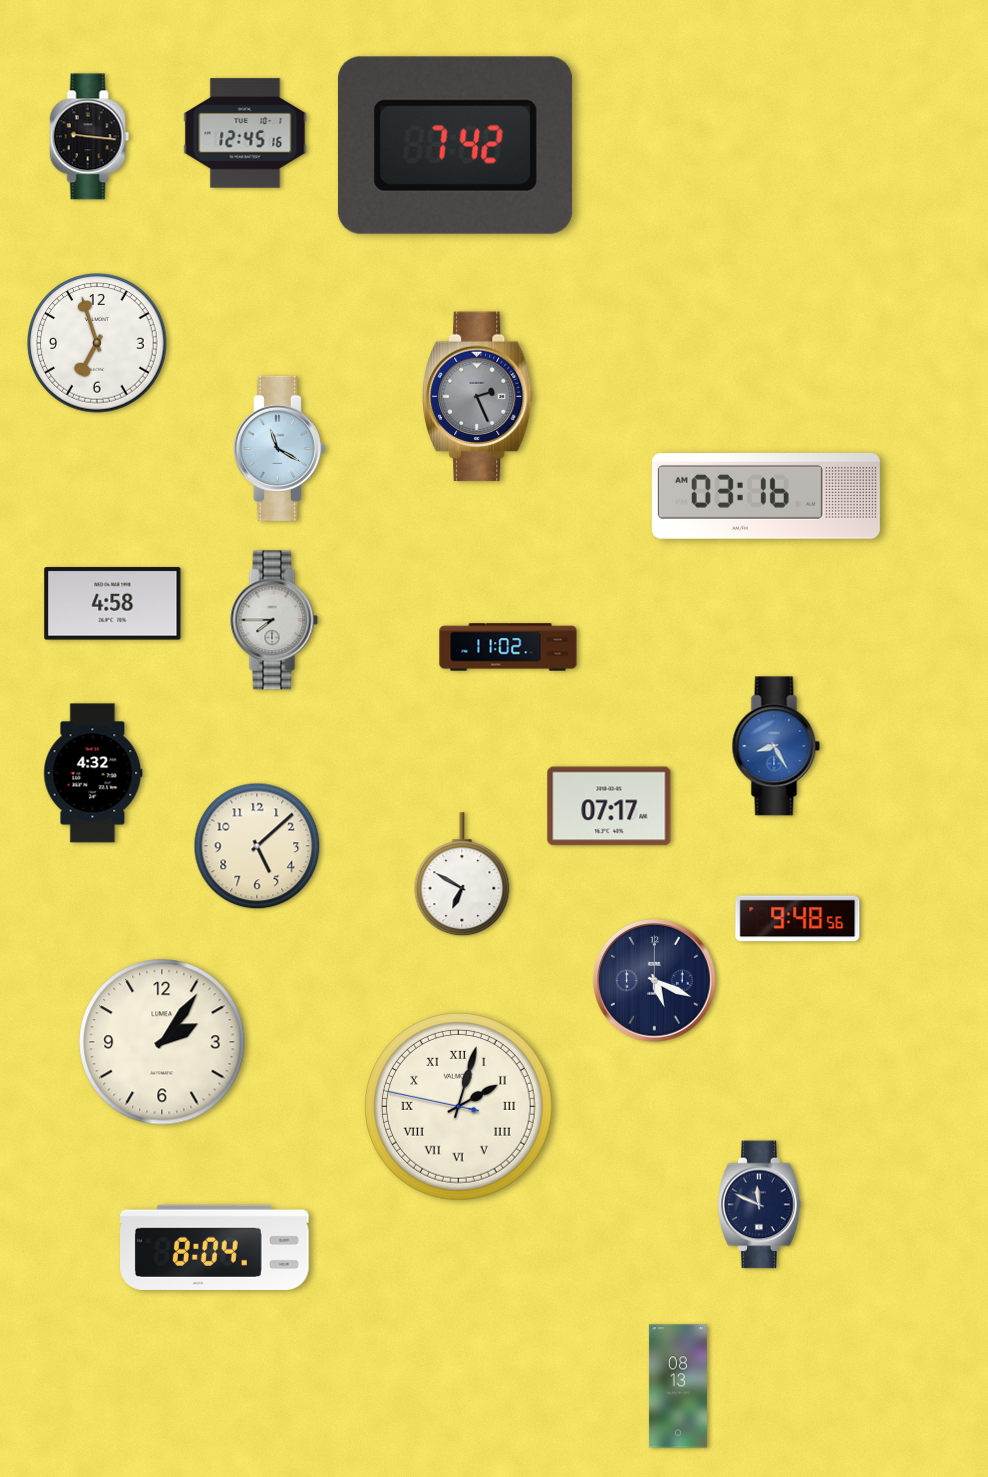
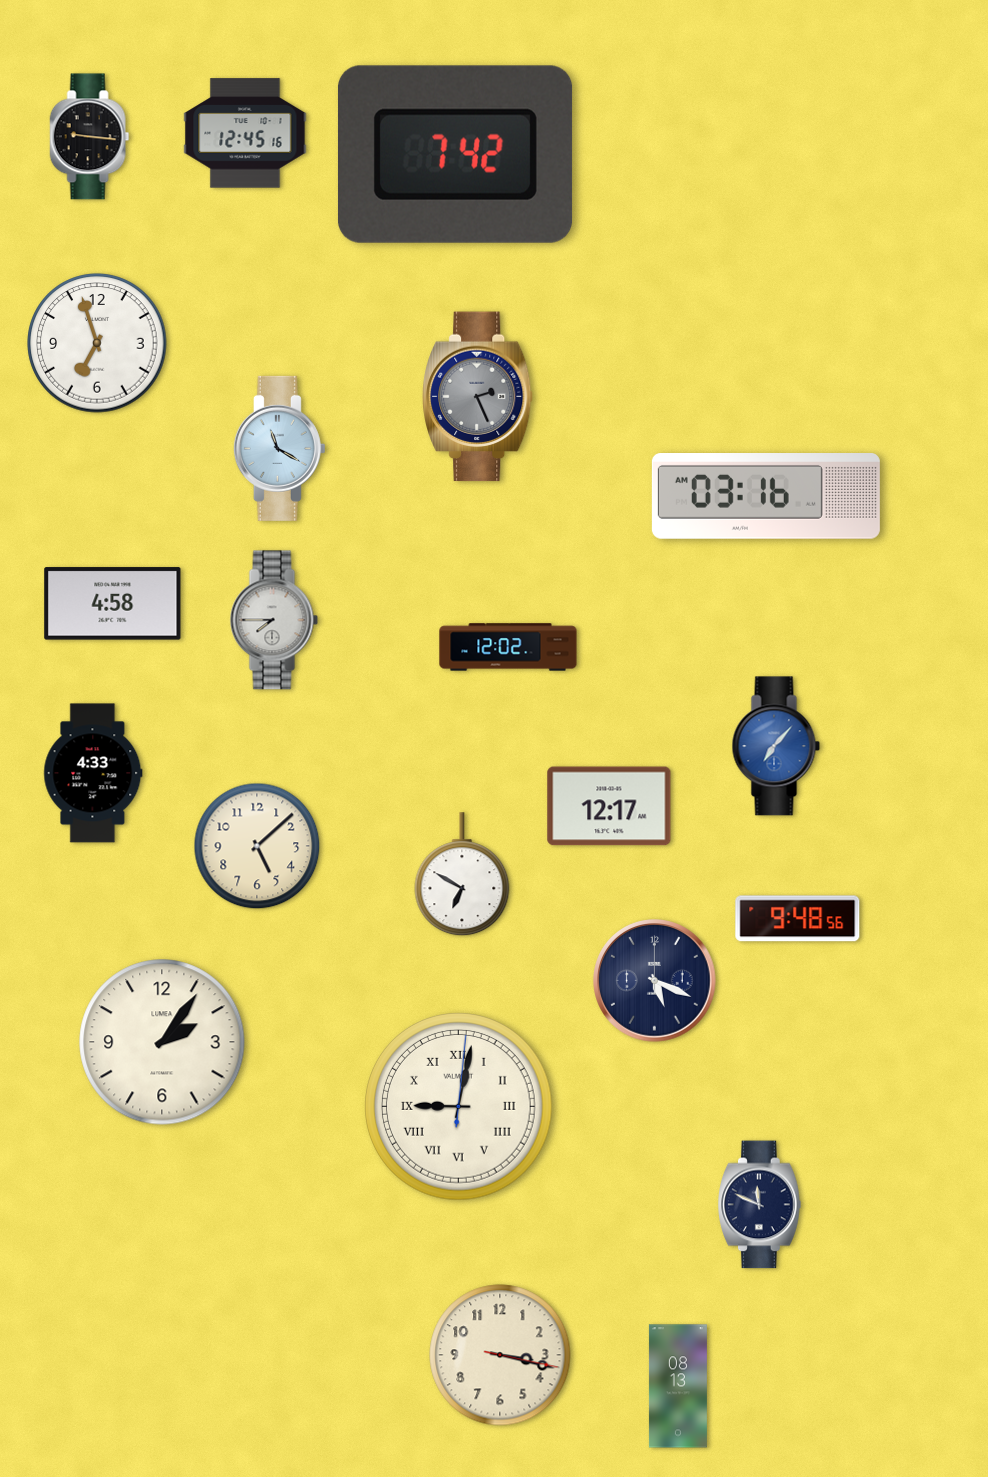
clock at (455, 145) position: (455, 145) -> (455, 154)
clock at (508, 647): 11:02 -> 12:02
clock at (776, 746): 8:25 -> 7:07
clock at (93, 773): 4:32 -> 4:33
clock at (609, 806): 07:17 -> 12:17
clock at (459, 1107): 2:02 -> 9:02
clock at (215, 1247): 8:04 -> none
clock at (500, 1355): none -> 3:17
